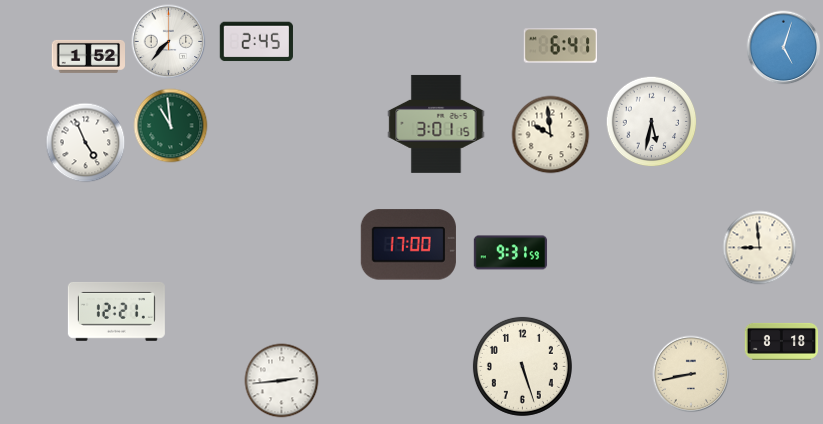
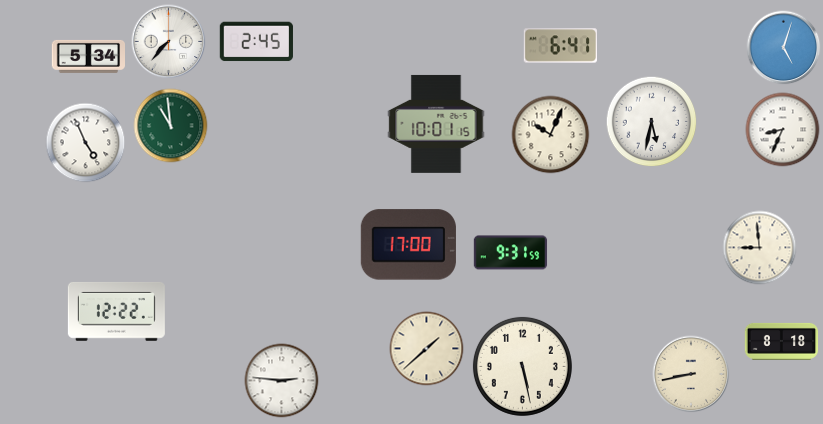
clock at (89, 56): 1:52 -> 5:34
clock at (436, 124): 3:01 -> 10:01
clock at (783, 130): none -> 8:34
clock at (551, 135): 9:59 -> 10:04
clock at (116, 311): 12:21 -> 12:22
clock at (427, 349): none -> 1:38
clock at (522, 366): 5:27 -> 5:28
clock at (282, 381): 2:44 -> 2:46
